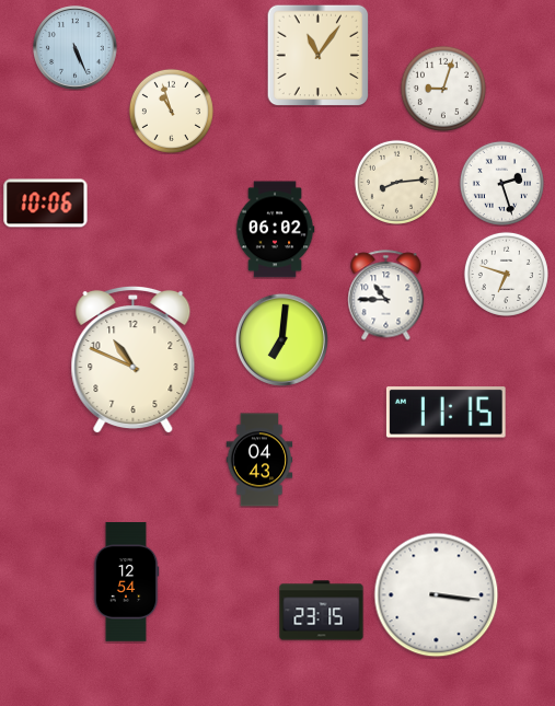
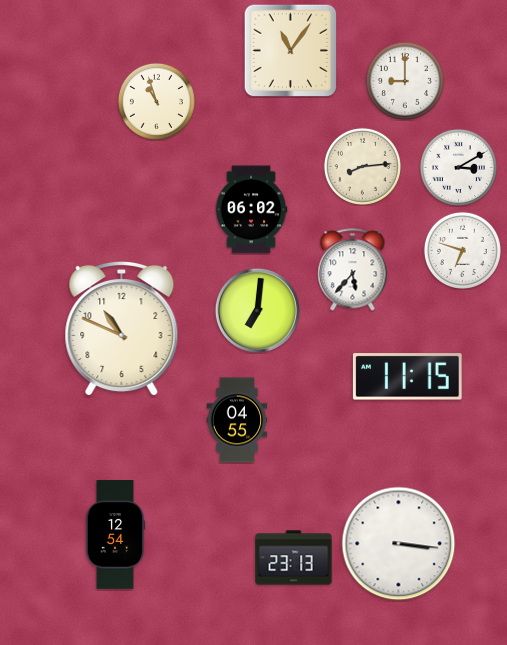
clock at (76, 48): 5:26 -> none
clock at (443, 89): 9:03 -> 9:00
clock at (501, 183): 2:27 -> 3:10
clock at (46, 204): 10:06 -> none
clock at (386, 296): 10:45 -> 5:37
clock at (259, 460): 04:43 -> 04:55
clock at (126, 582) position: (126, 582) -> (115, 535)
clock at (322, 611): 23:15 -> 23:13
